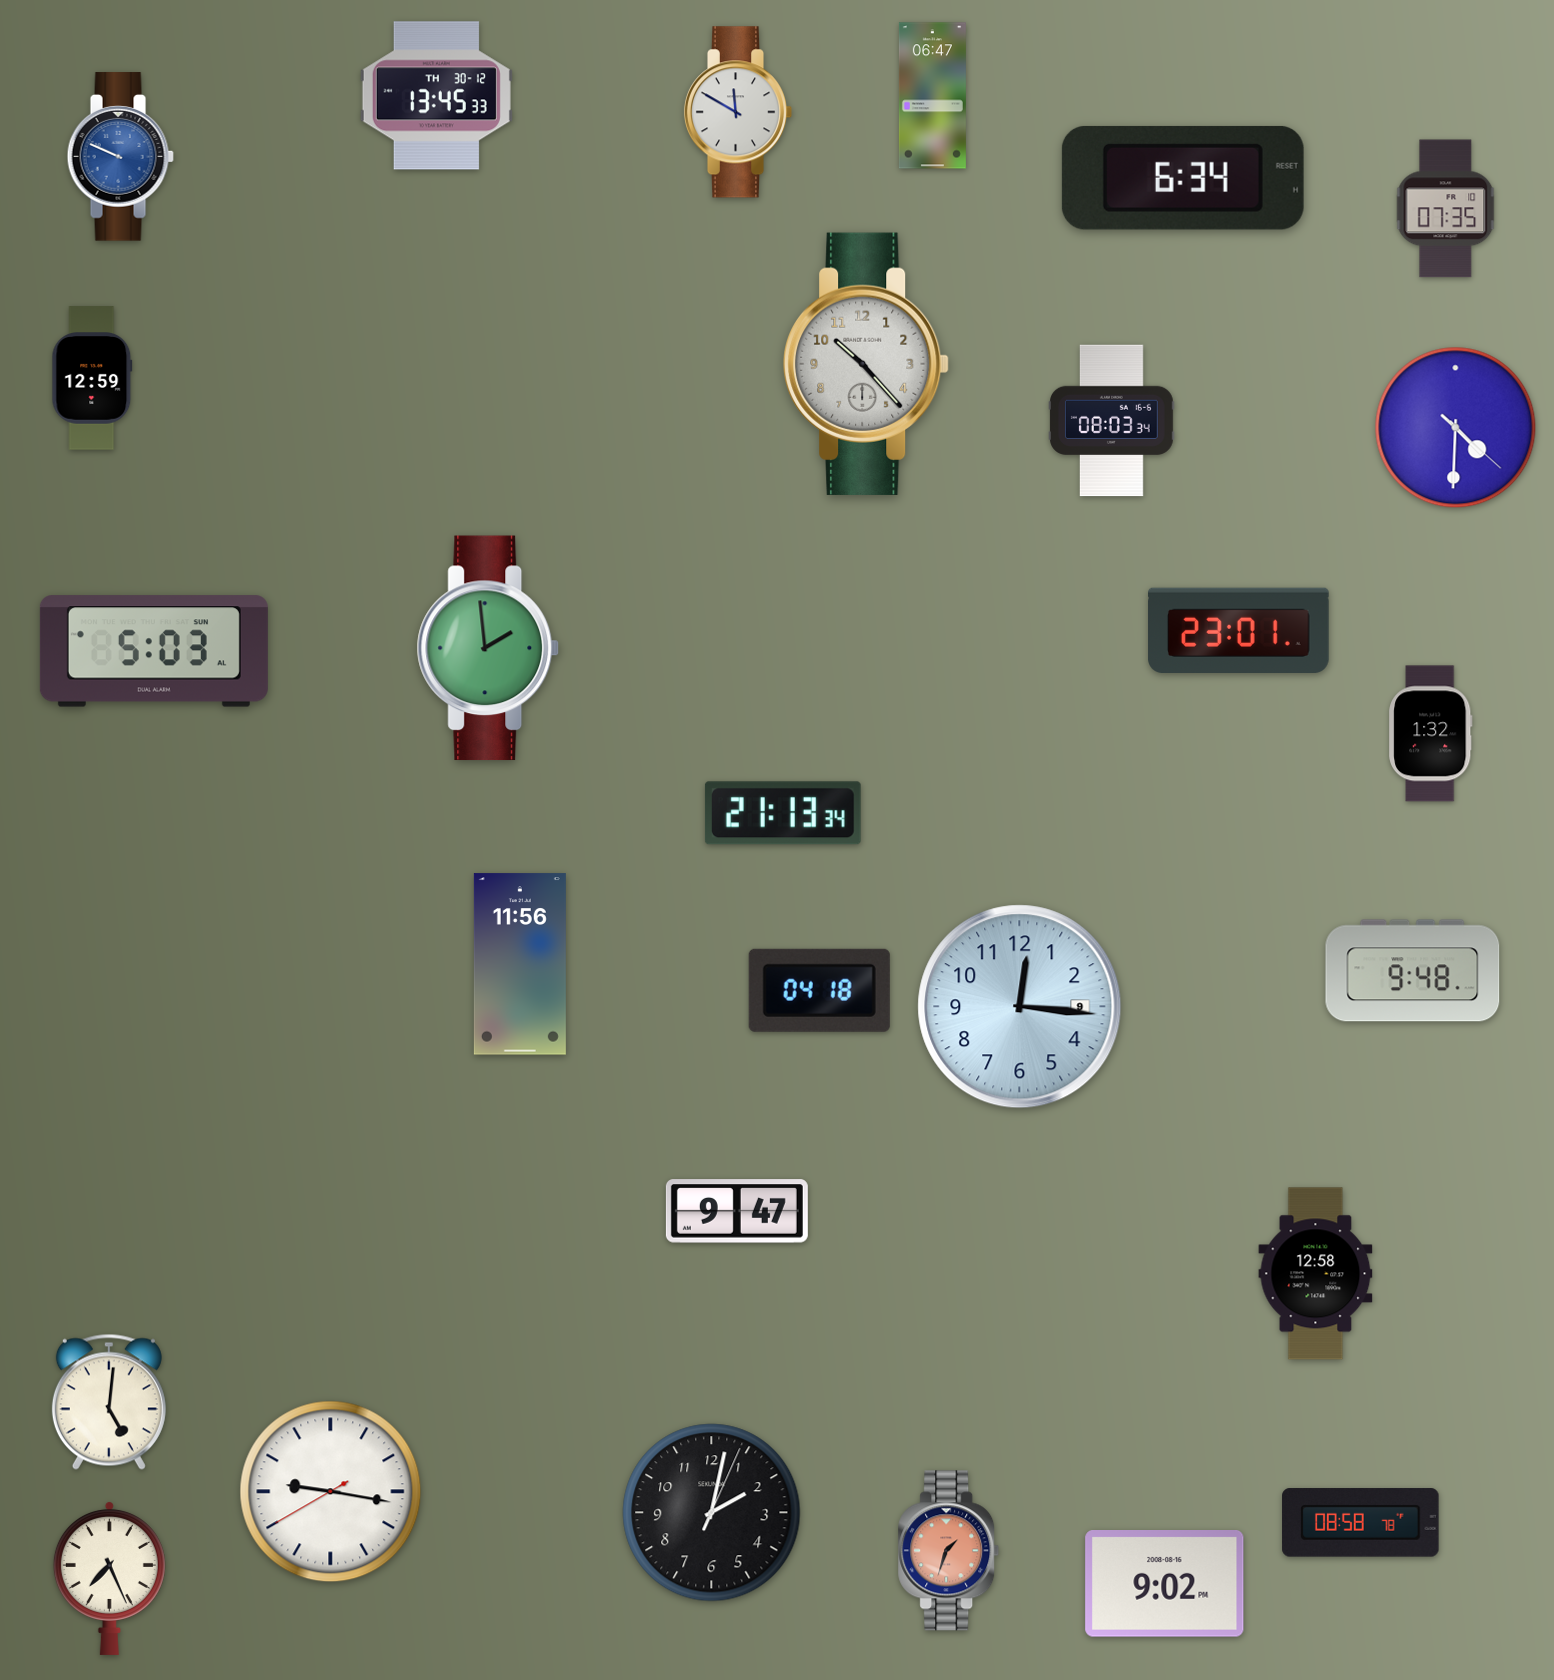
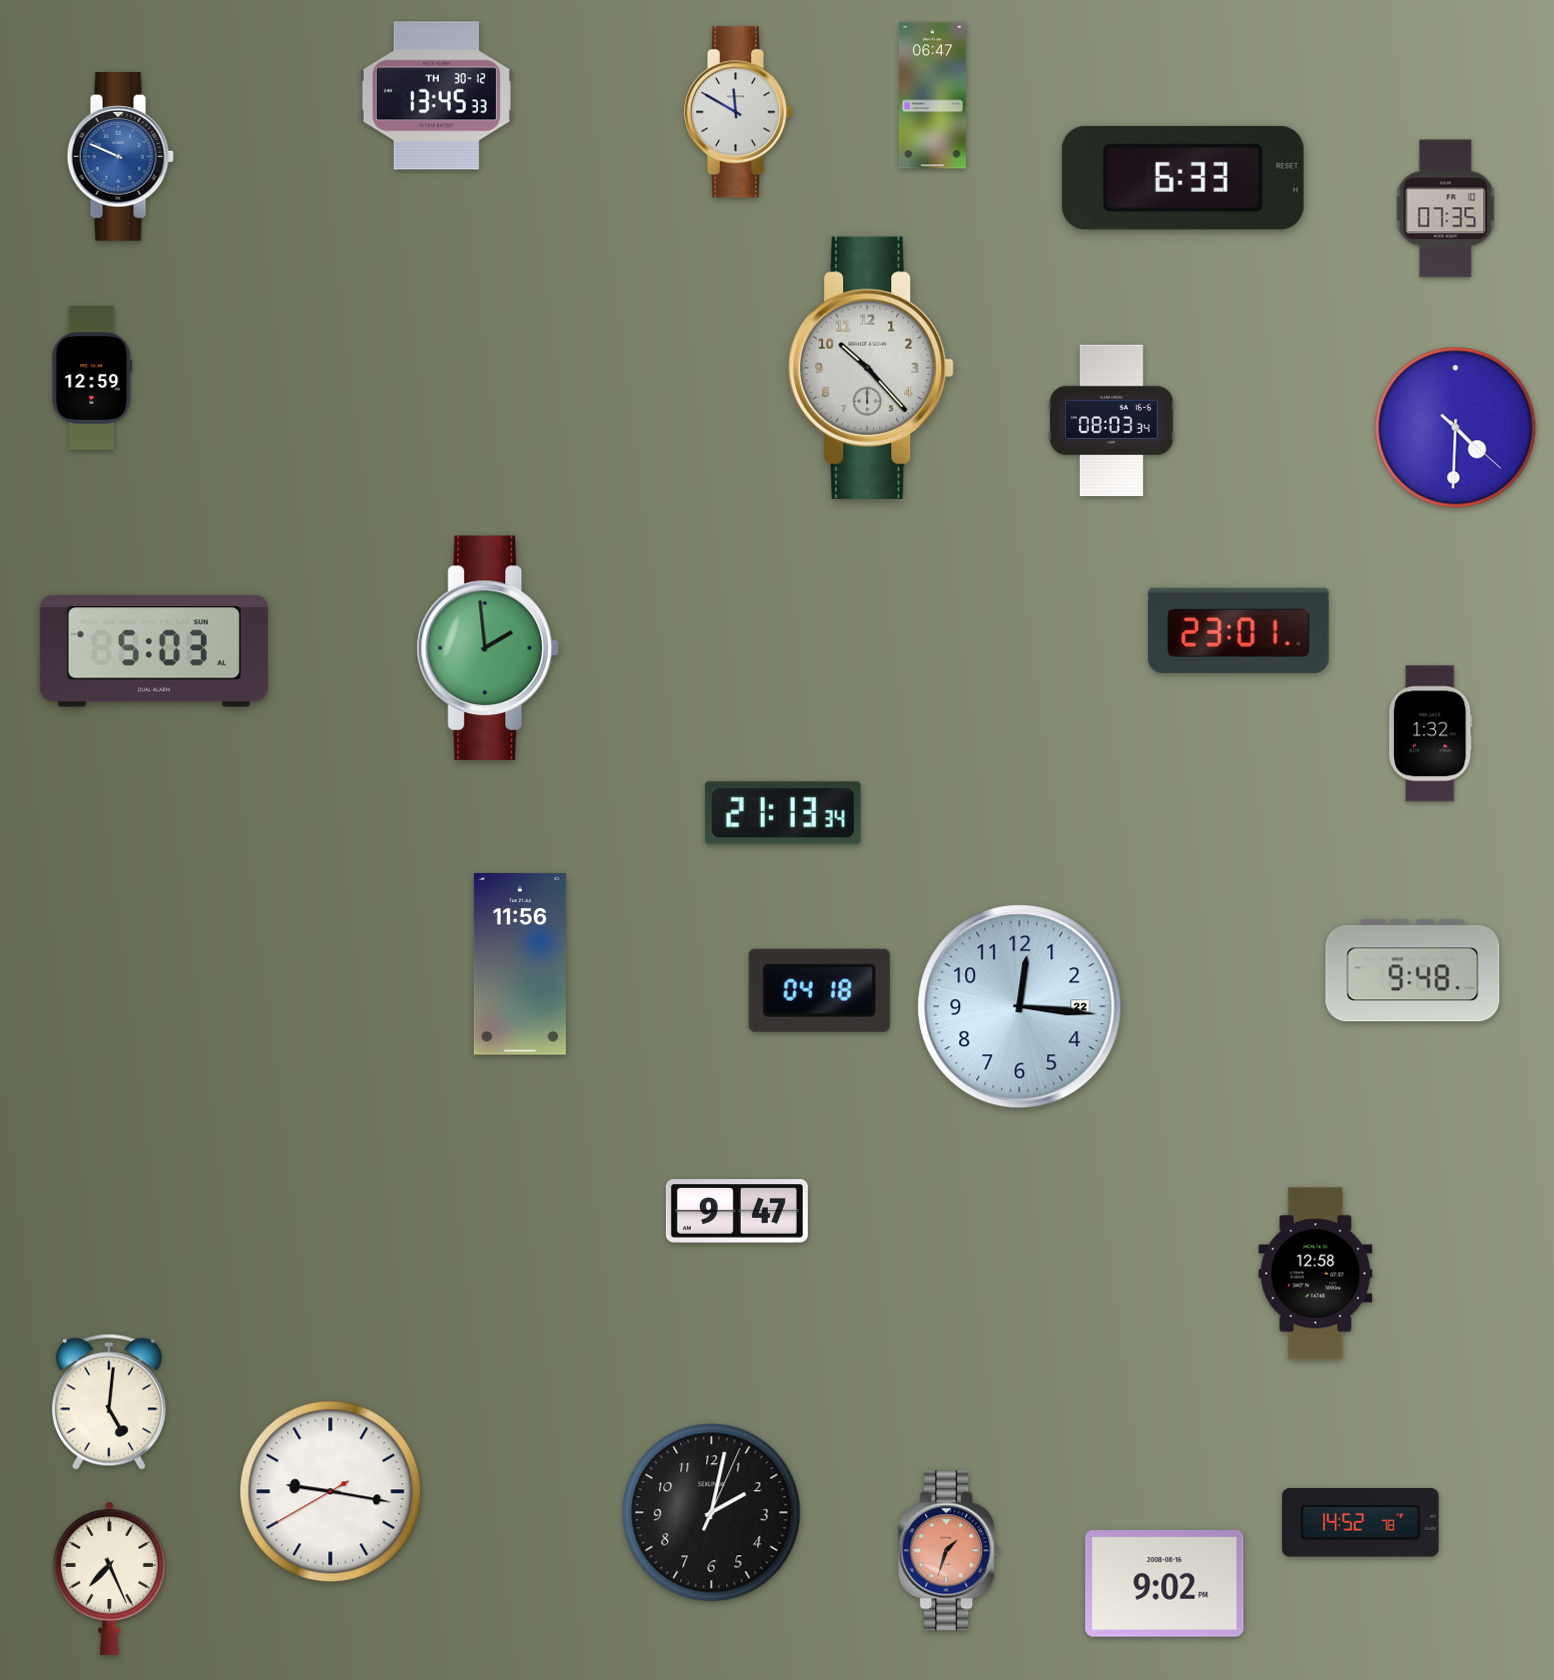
clock at (1183, 178): 6:34 -> 6:33
clock at (866, 364) position: (866, 364) -> (871, 368)
clock at (1020, 1007) date: 9 -> 22
clock at (1361, 1523): 08:58 -> 14:52
